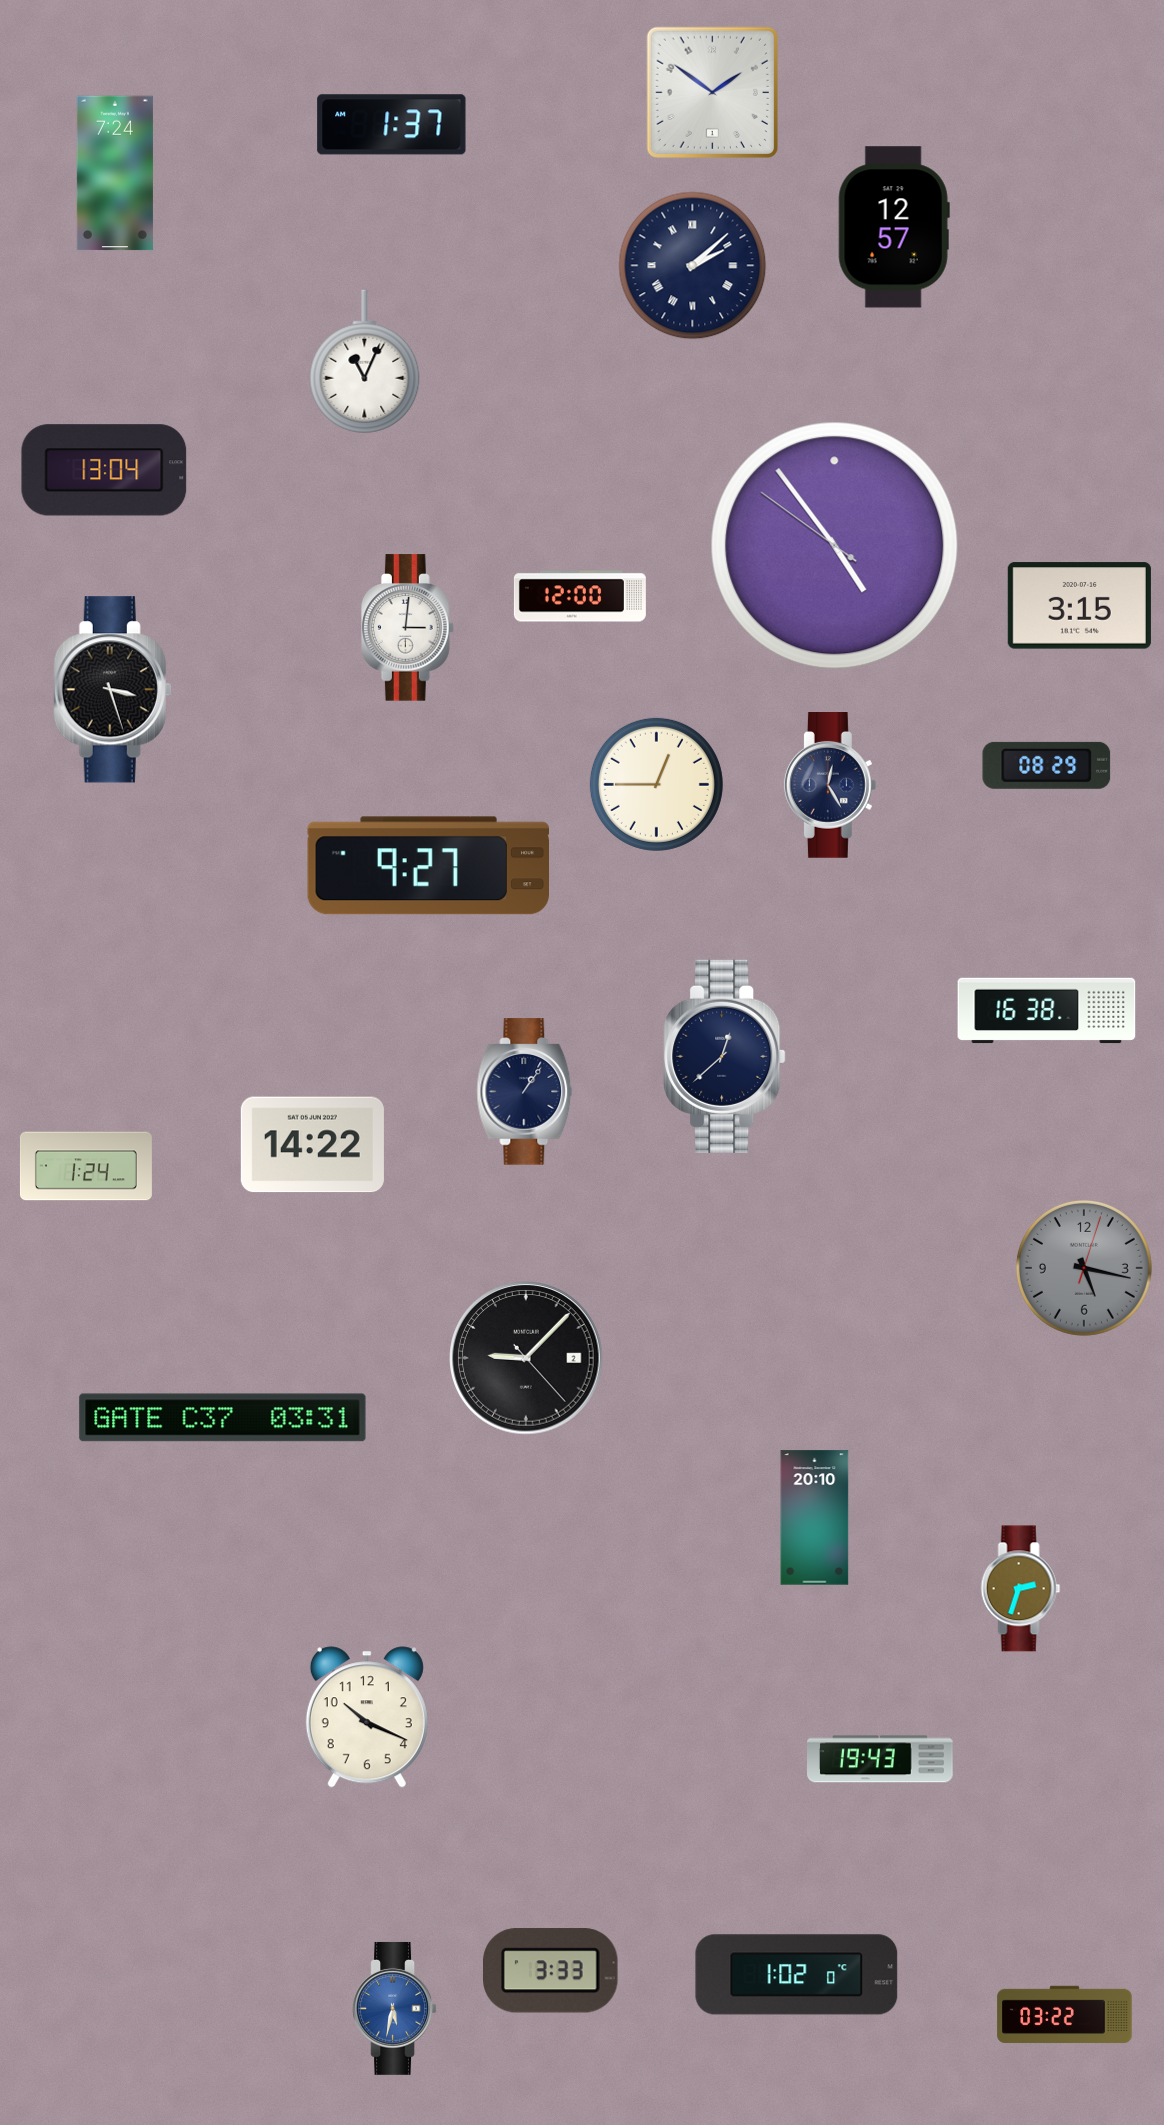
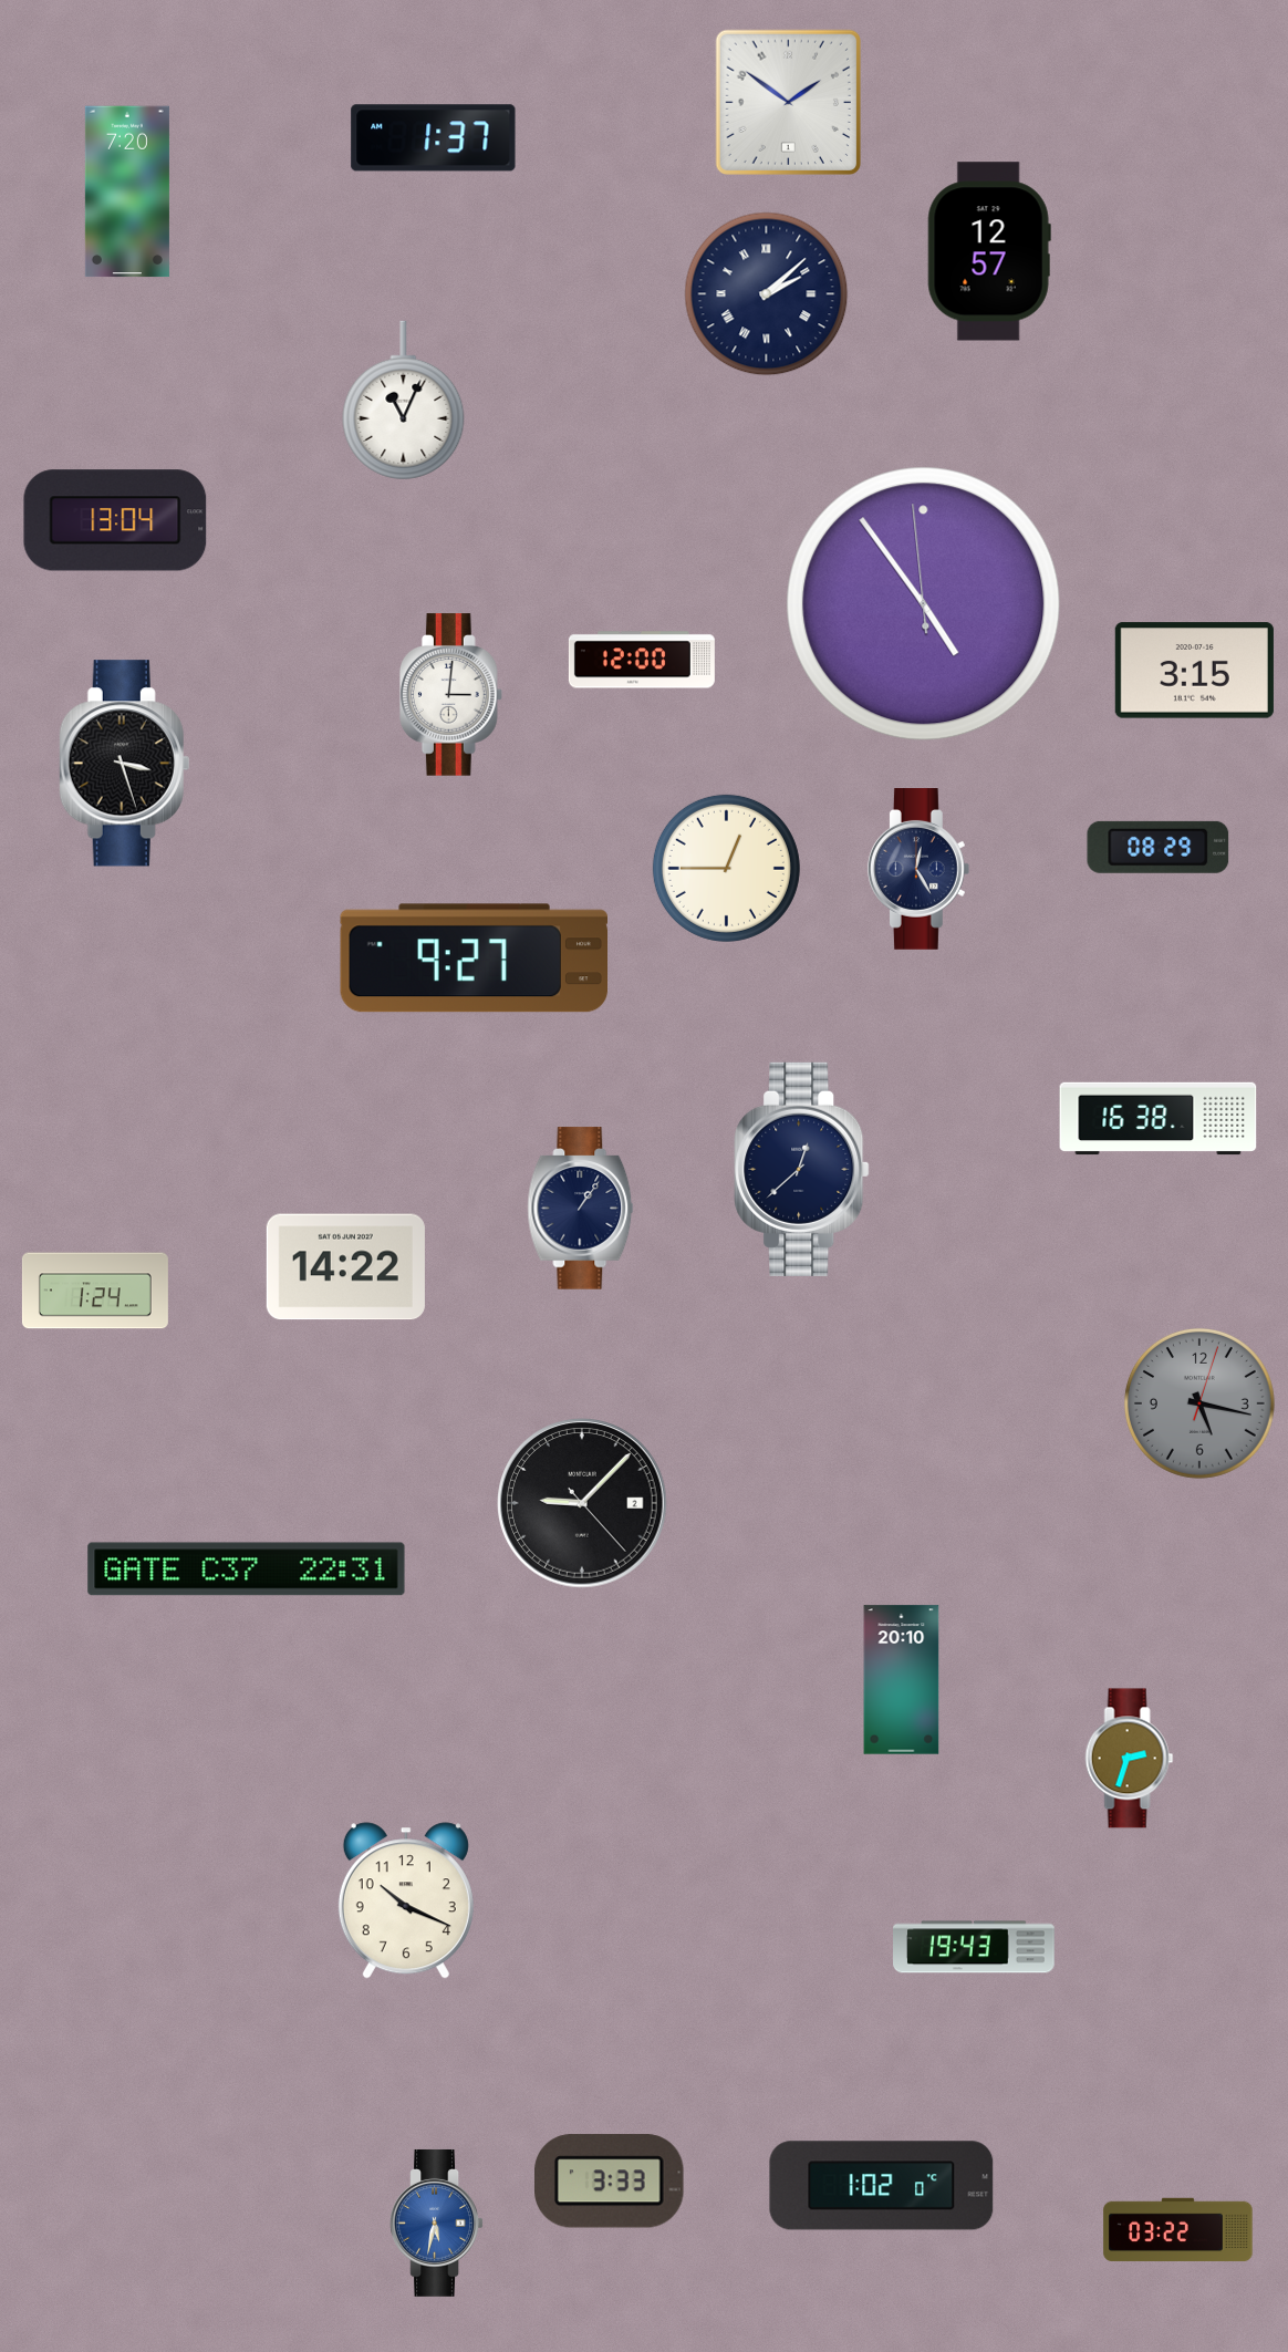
clock at (115, 173): 7:24 -> 7:20
clock at (835, 546): 4:53:51 -> 4:53:59
clock at (223, 1418): 03:31 -> 22:31
